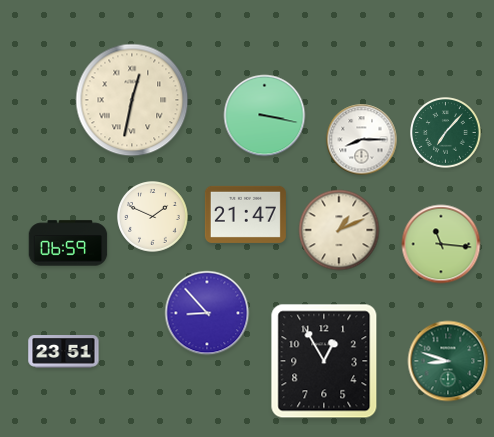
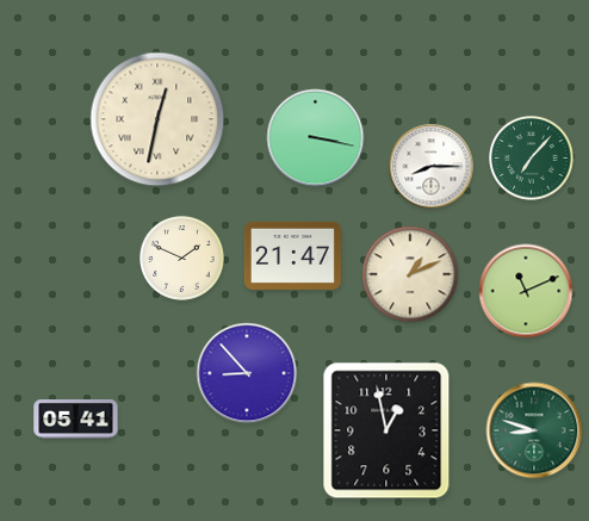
clock at (339, 230) position: (339, 230) -> (410, 274)
clock at (68, 243): 06:59 -> none
clock at (441, 244): 11:16 -> 11:11
clock at (64, 352): 23:51 -> 05:41
clock at (324, 361): 12:55 -> 12:58
